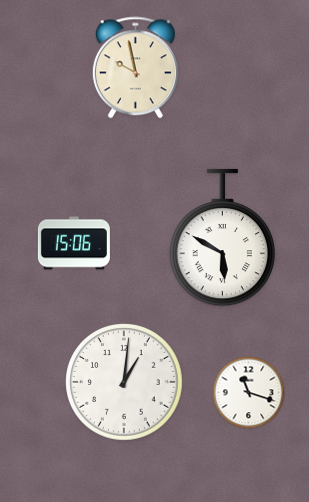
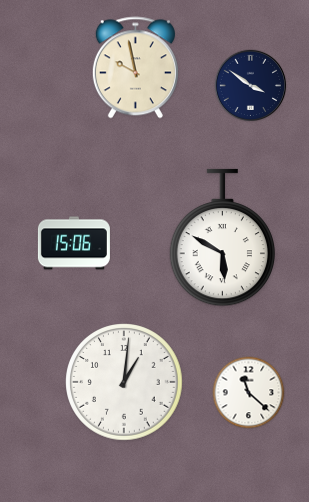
clock at (250, 85): none -> 3:51
clock at (249, 393): 11:18 -> 11:22
